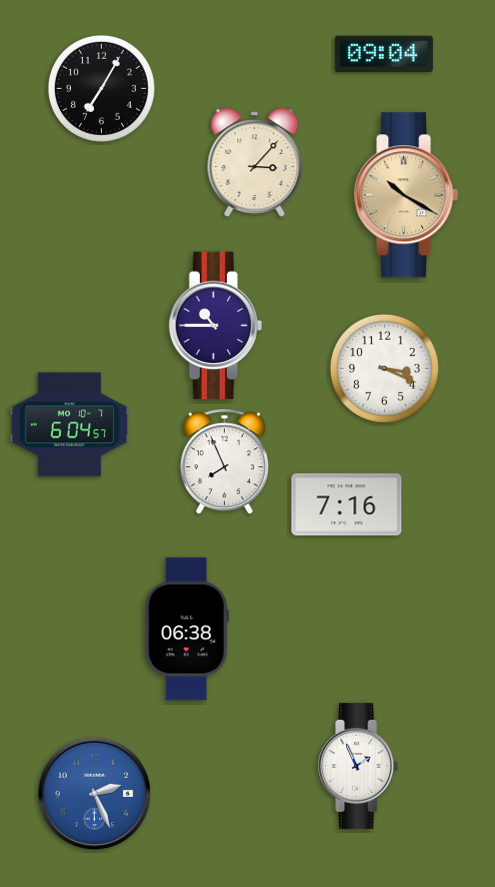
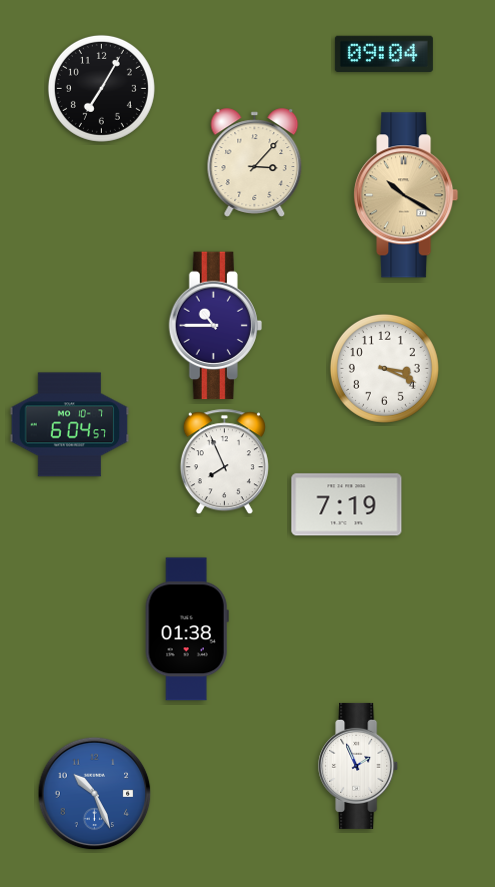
clock at (347, 505): 7:16 -> 7:19
clock at (187, 629): 06:38 -> 01:38
clock at (95, 794): 2:26 -> 10:26
